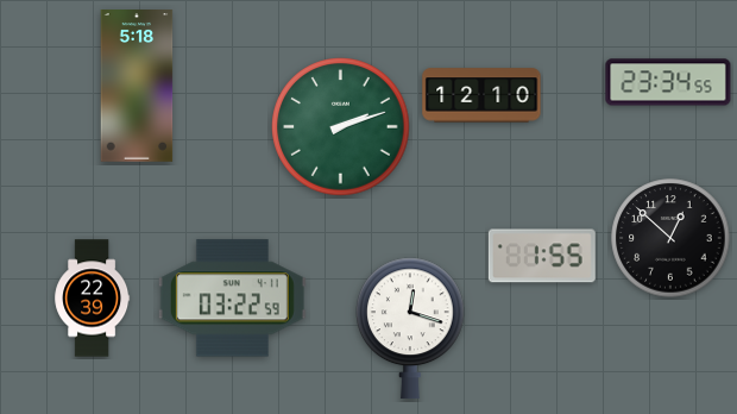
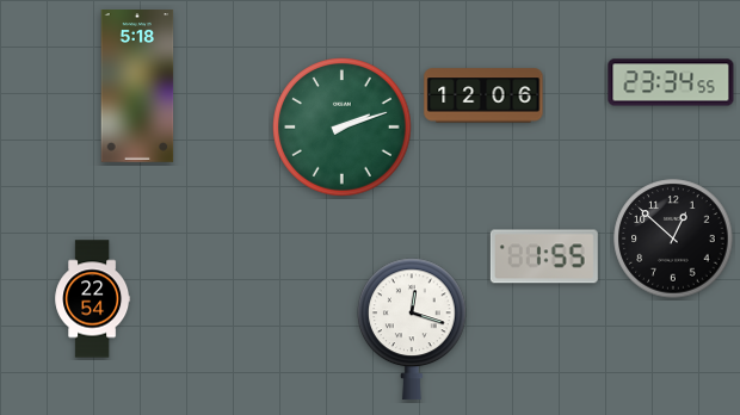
clock at (481, 95): 12:10 -> 12:06
clock at (93, 299): 22:39 -> 22:54
clock at (232, 299): 03:22 -> none
